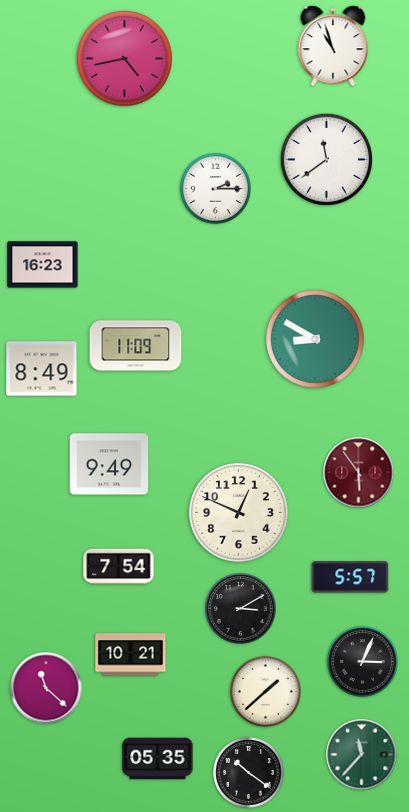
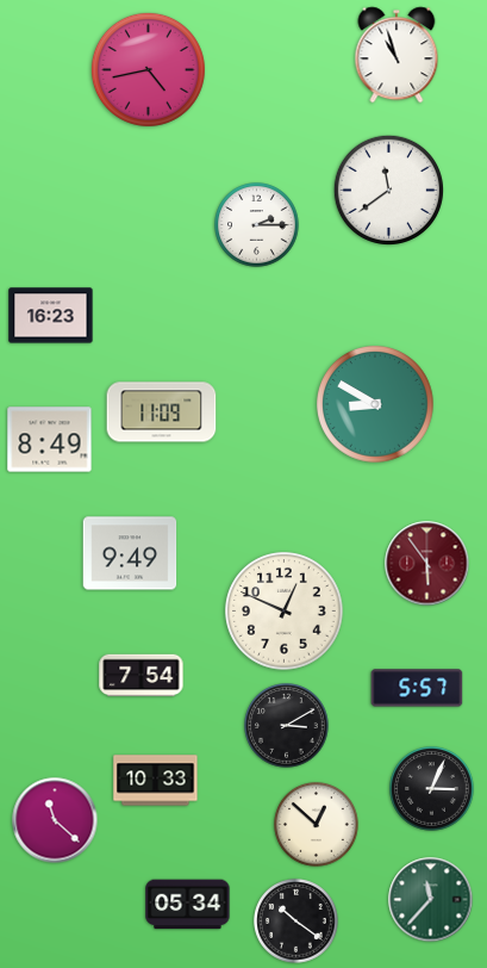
clock at (131, 655): 10:21 -> 10:33
clock at (266, 692): 1:38 -> 12:52
clock at (158, 759): 05:35 -> 05:34
